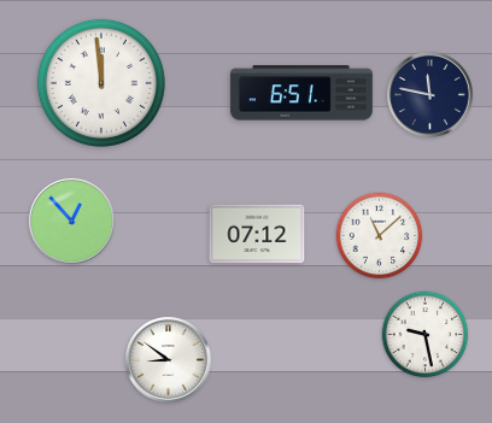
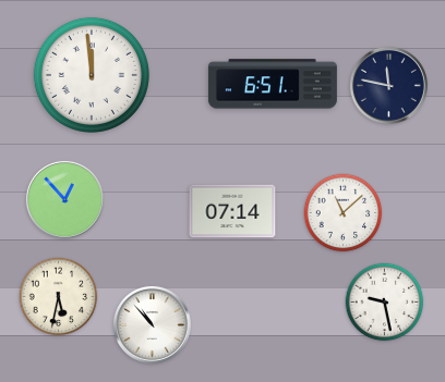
clock at (257, 234): 07:12 -> 07:14
clock at (59, 297): none -> 5:32
clock at (168, 359): 8:51 -> 10:53
